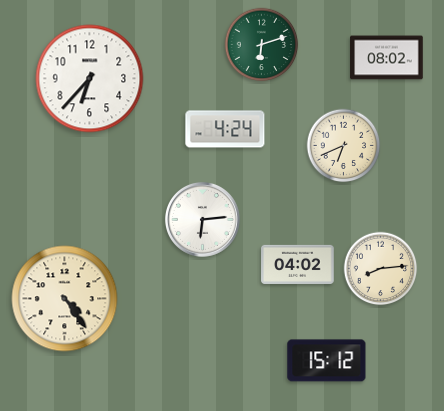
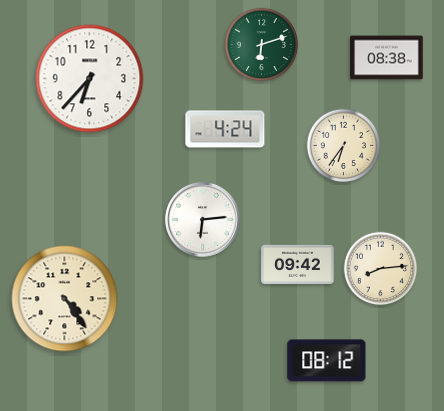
clock at (387, 58): 08:02 -> 08:38
clock at (344, 146): 6:41 -> 6:36
clock at (298, 264): 04:02 -> 09:42
clock at (327, 361): 15:12 -> 08:12
